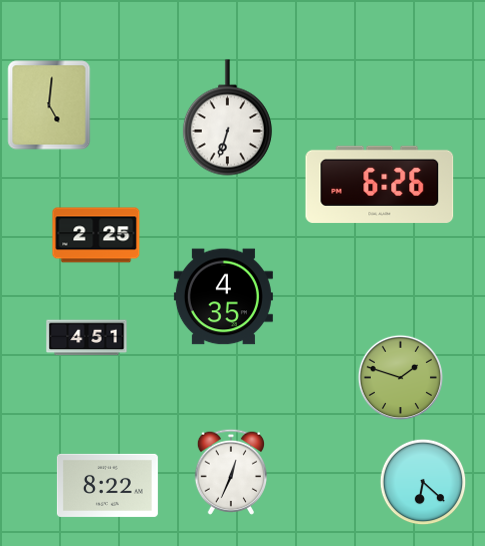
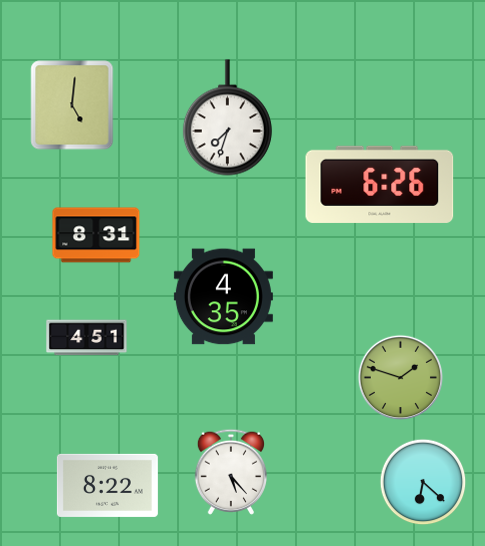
clock at (49, 105) position: (49, 105) -> (72, 105)
clock at (227, 118): 6:33 -> 7:33
clock at (96, 235): 2:25 -> 8:31
clock at (230, 472): 12:34 -> 5:23
